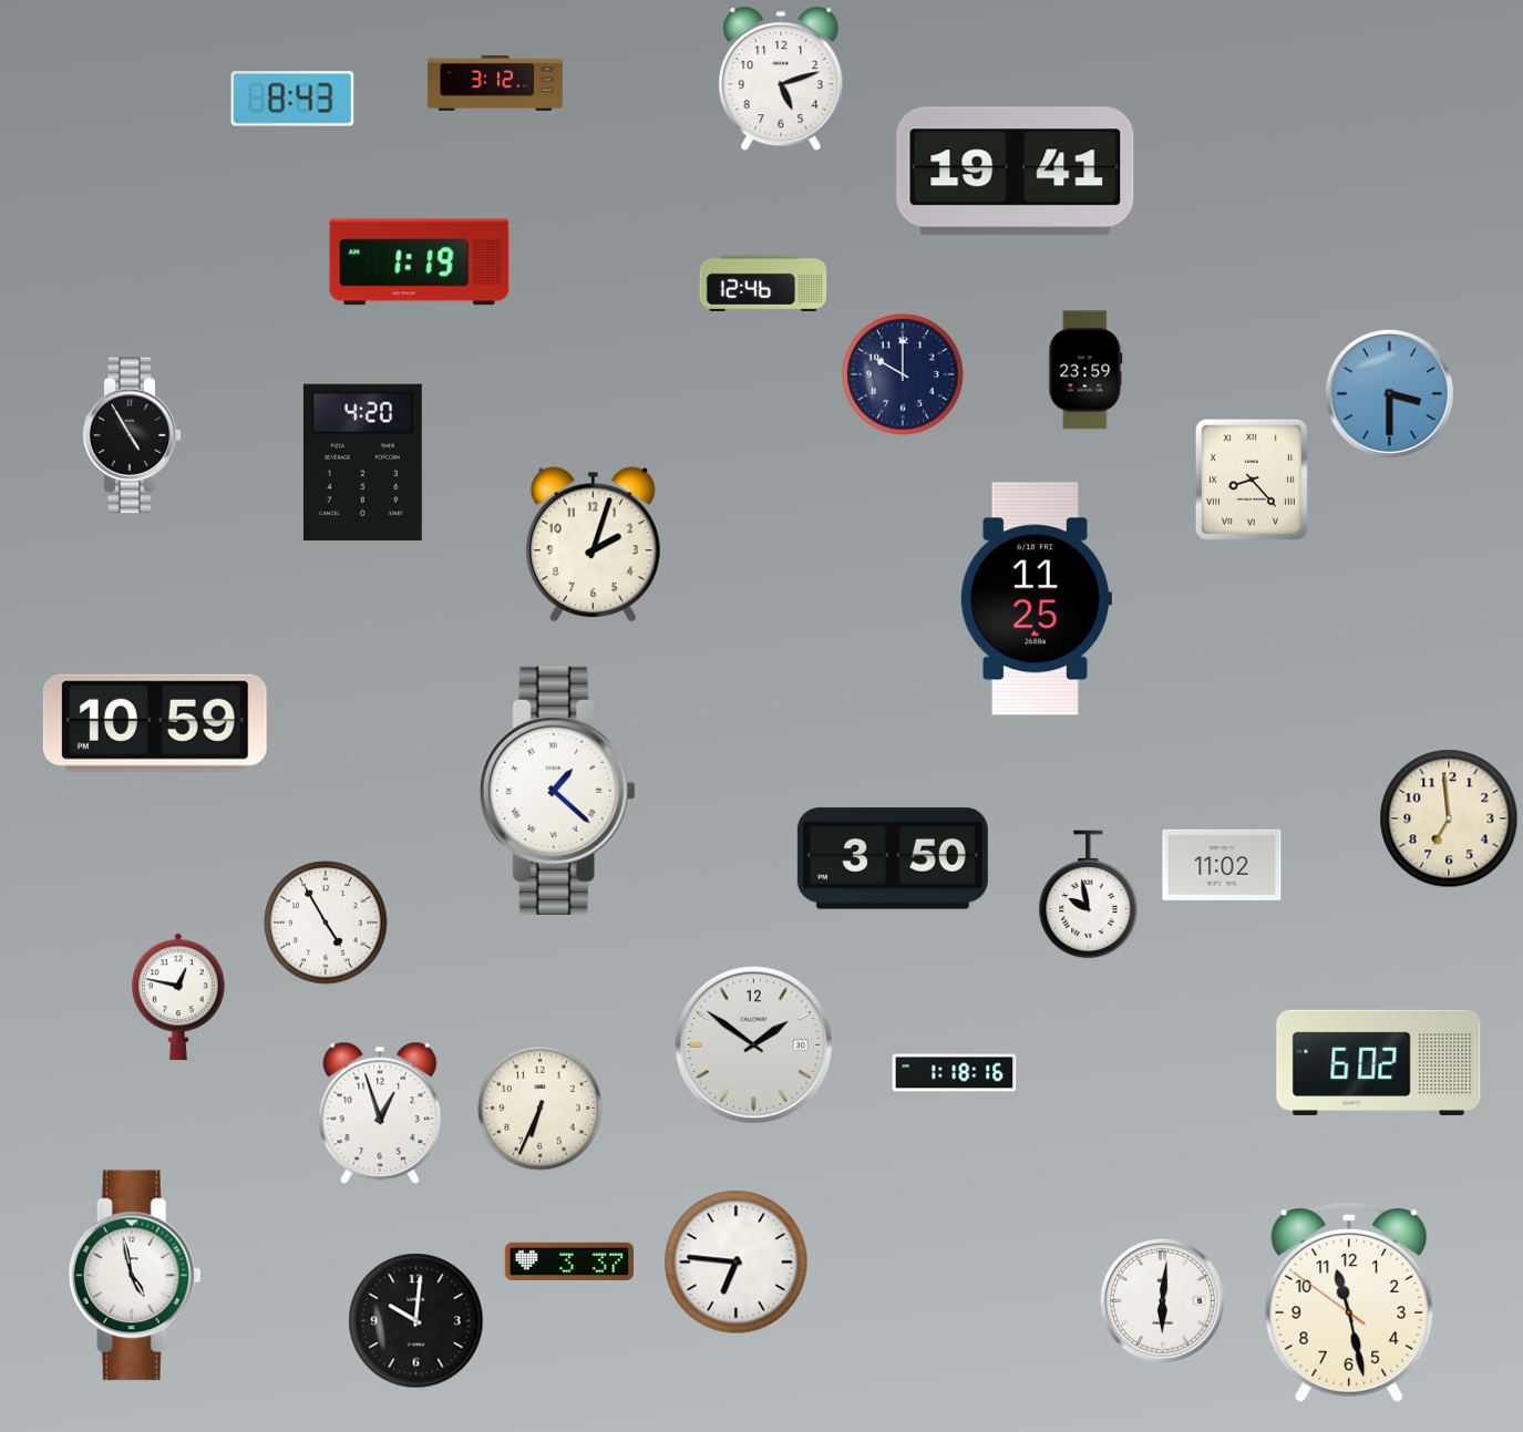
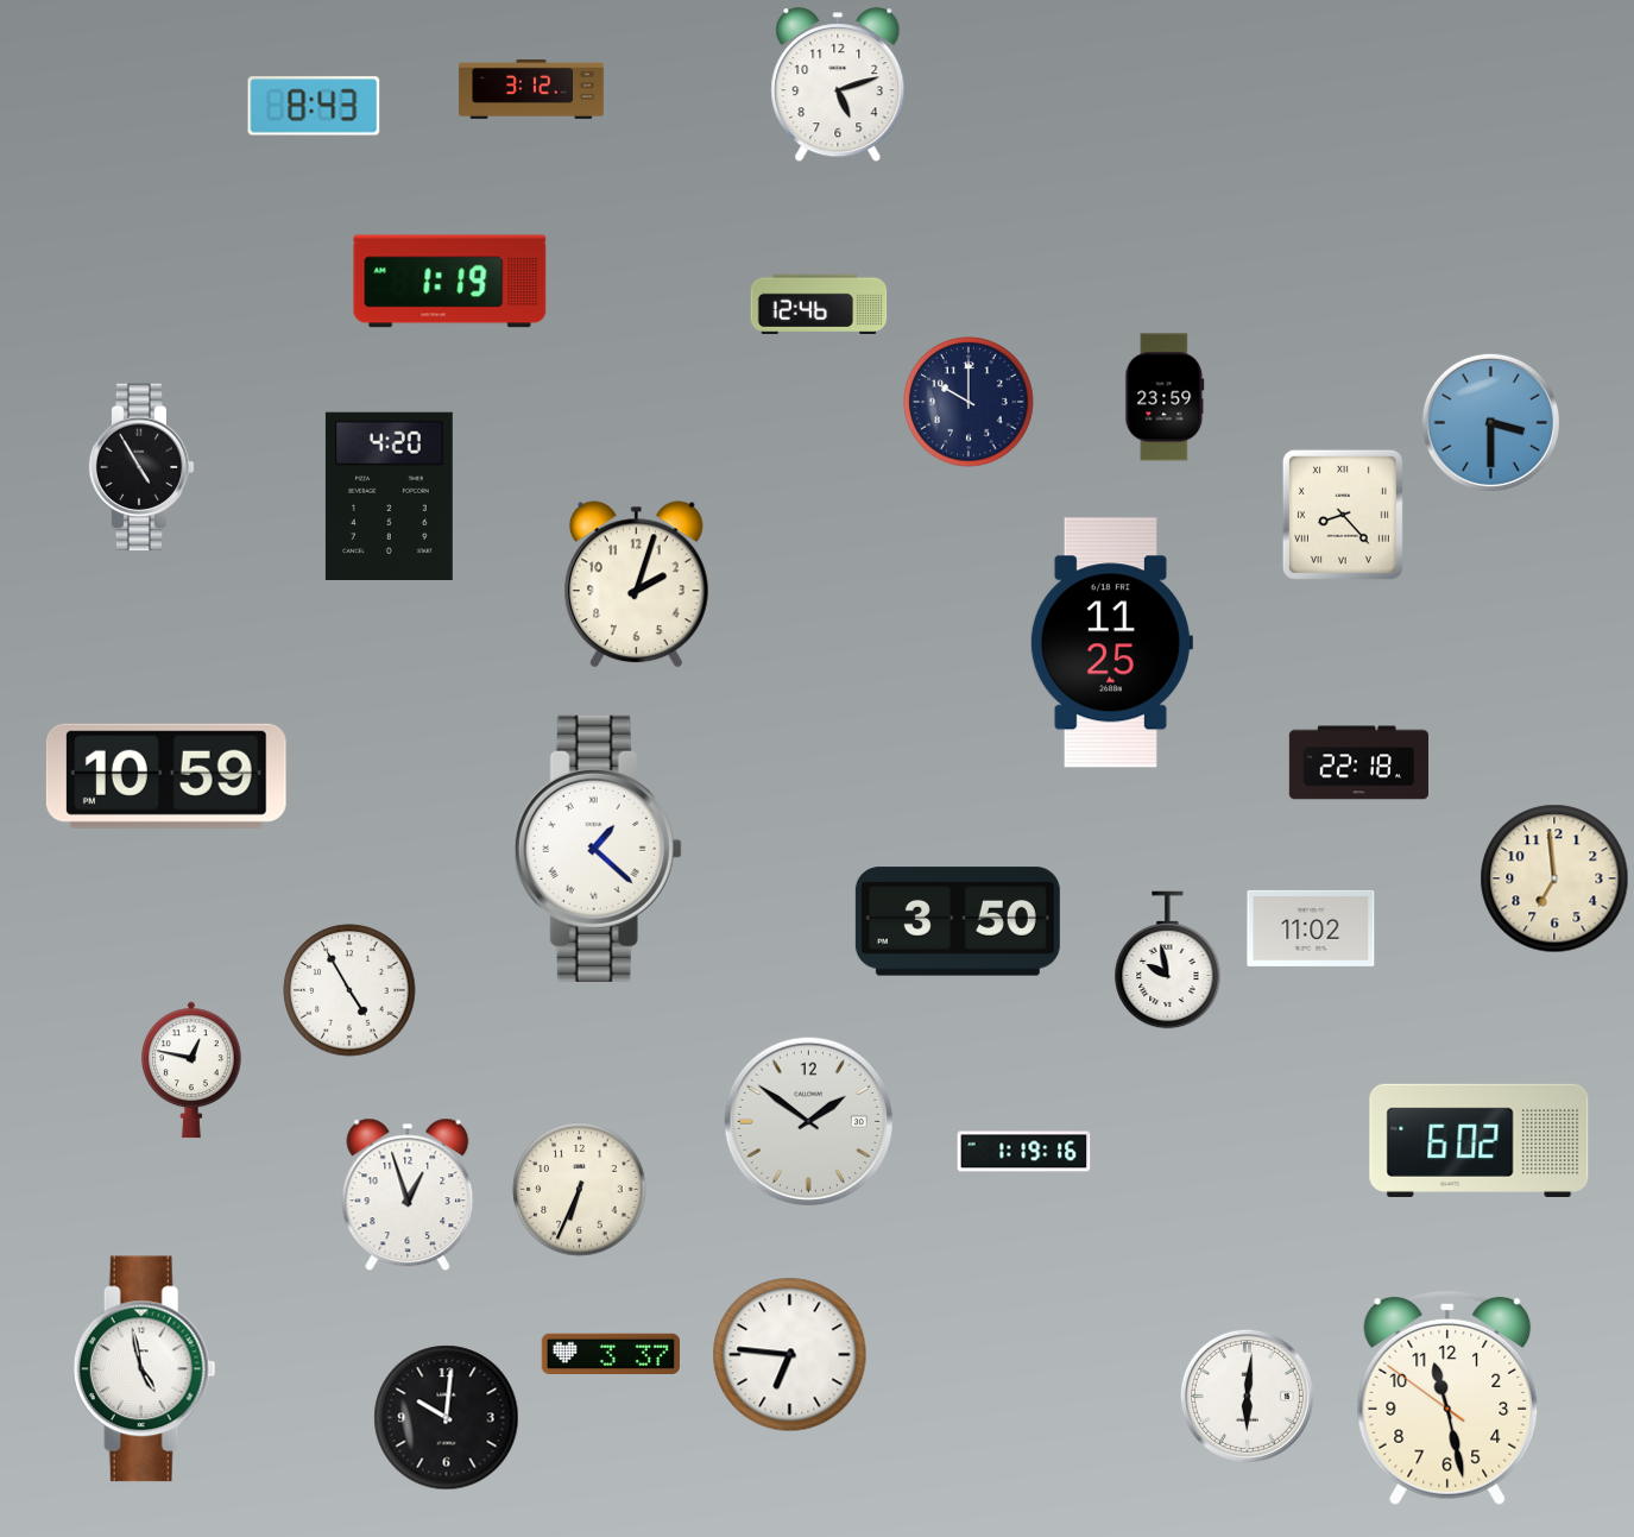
clock at (1016, 172): 19:41 -> none
clock at (1358, 763): none -> 22:18
clock at (955, 1073): 1:18 -> 1:19
